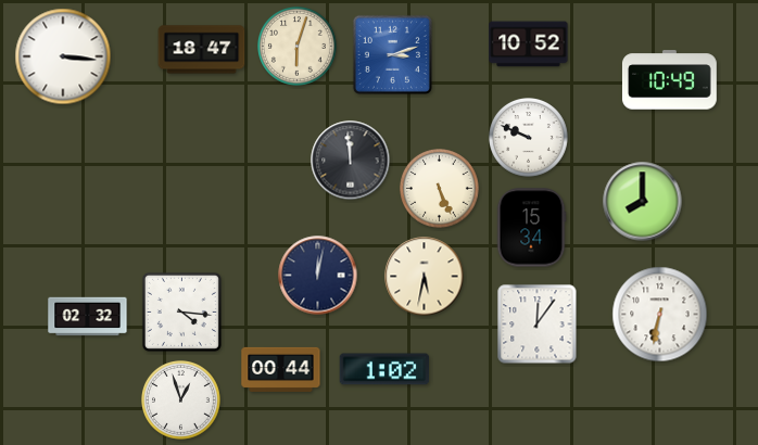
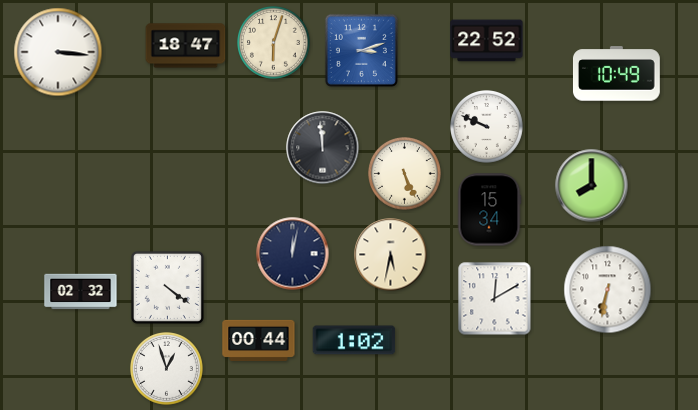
clock at (529, 44): 10:52 -> 22:52
clock at (181, 311): 4:16 -> 4:21
clock at (538, 325): 12:06 -> 12:10
